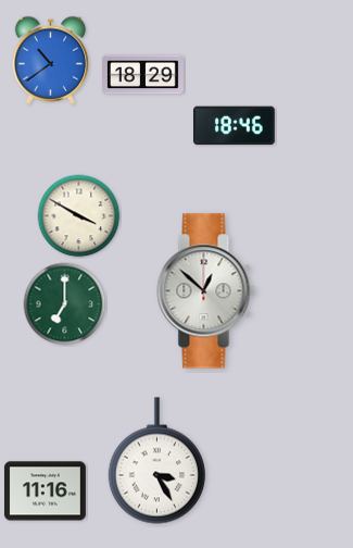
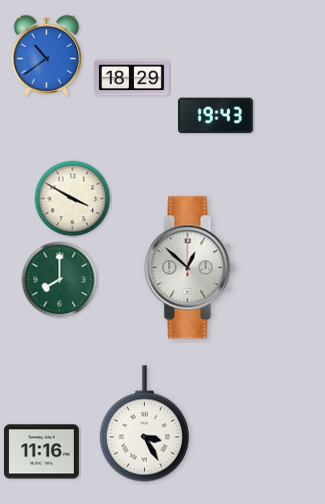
clock at (143, 75) position: (143, 75) -> (132, 78)
clock at (234, 126): 18:46 -> 19:43
clock at (65, 304): 7:00 -> 8:00
